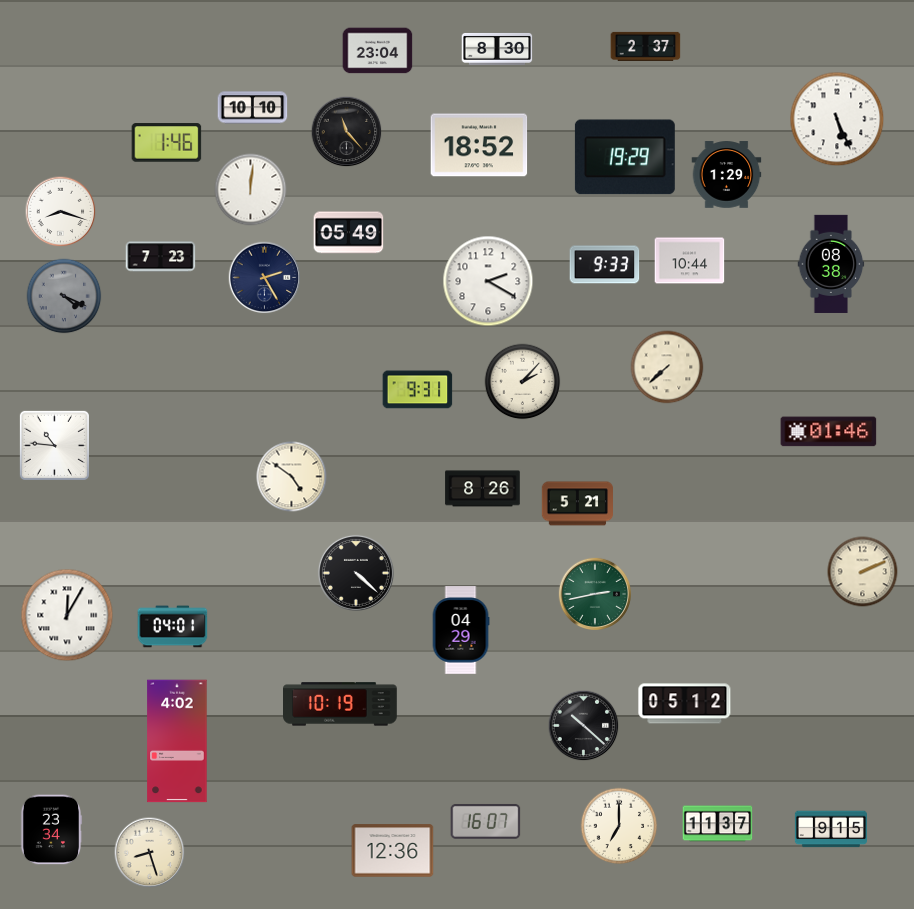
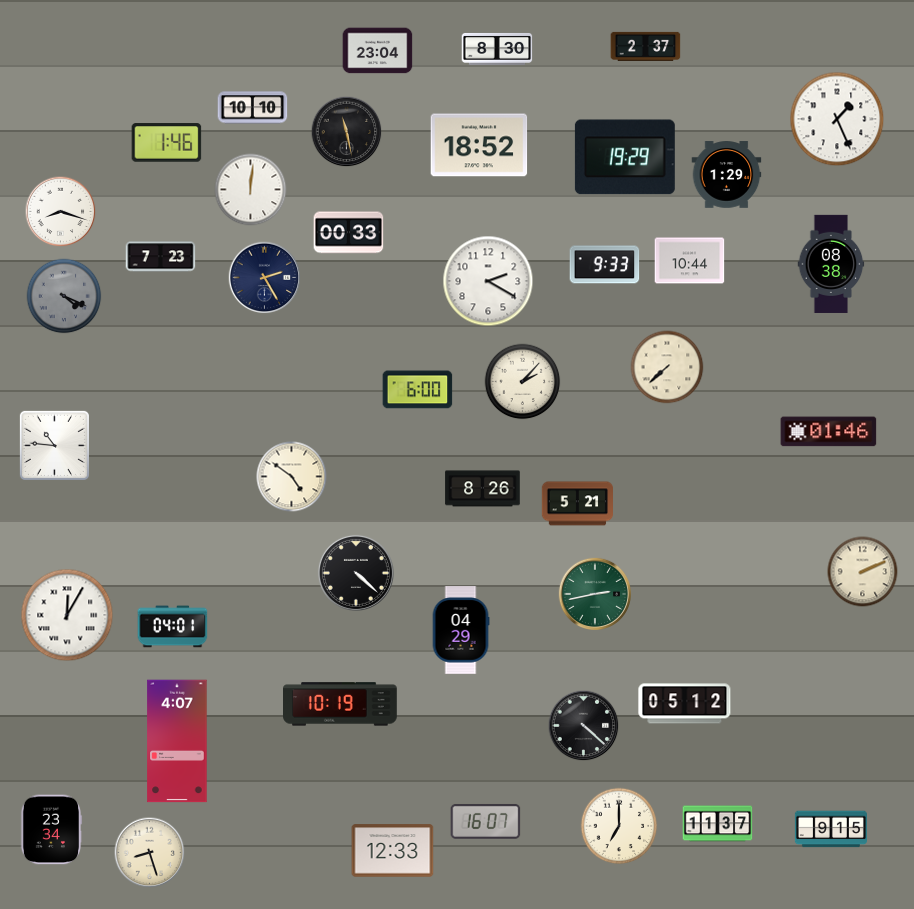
clock at (837, 119): 5:26 -> 1:26
clock at (347, 132): 11:23 -> 11:28
clock at (349, 233): 05:49 -> 00:33
clock at (418, 390): 9:31 -> 6:00
clock at (584, 726): 10:22 -> 4:22
clock at (177, 741): 4:02 -> 4:07
clock at (393, 851): 12:36 -> 12:33
